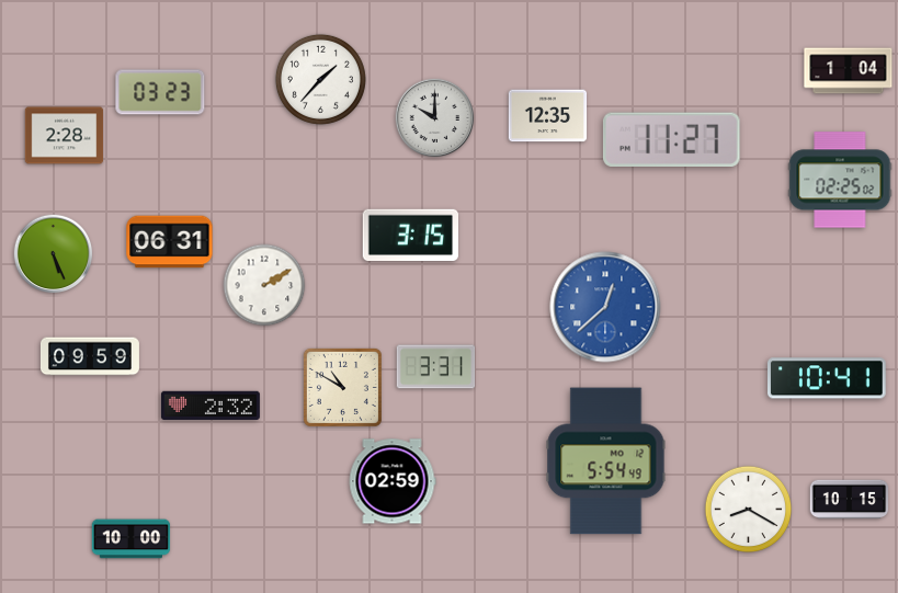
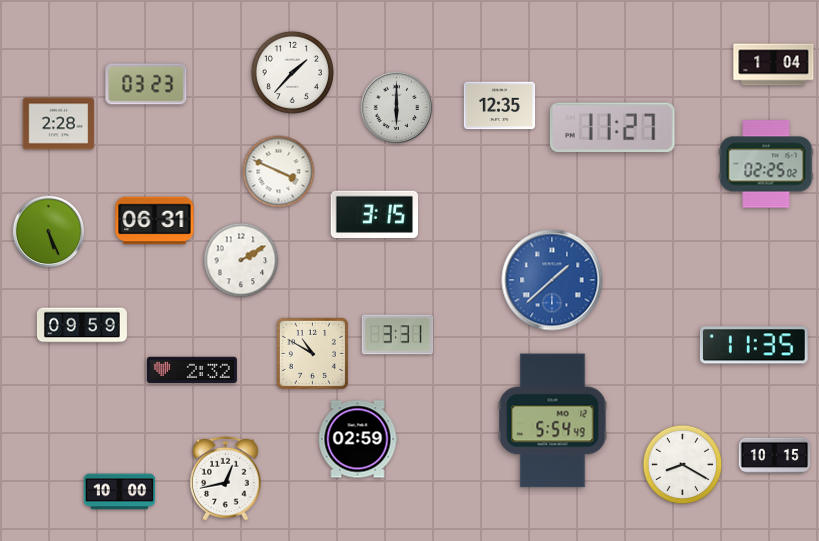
clock at (435, 118): 10:00 -> 6:00
clock at (279, 172): none -> 3:49
clock at (605, 307): 12:38 -> 1:38
clock at (827, 378): 10:41 -> 11:35
clock at (226, 478): none -> 12:43
